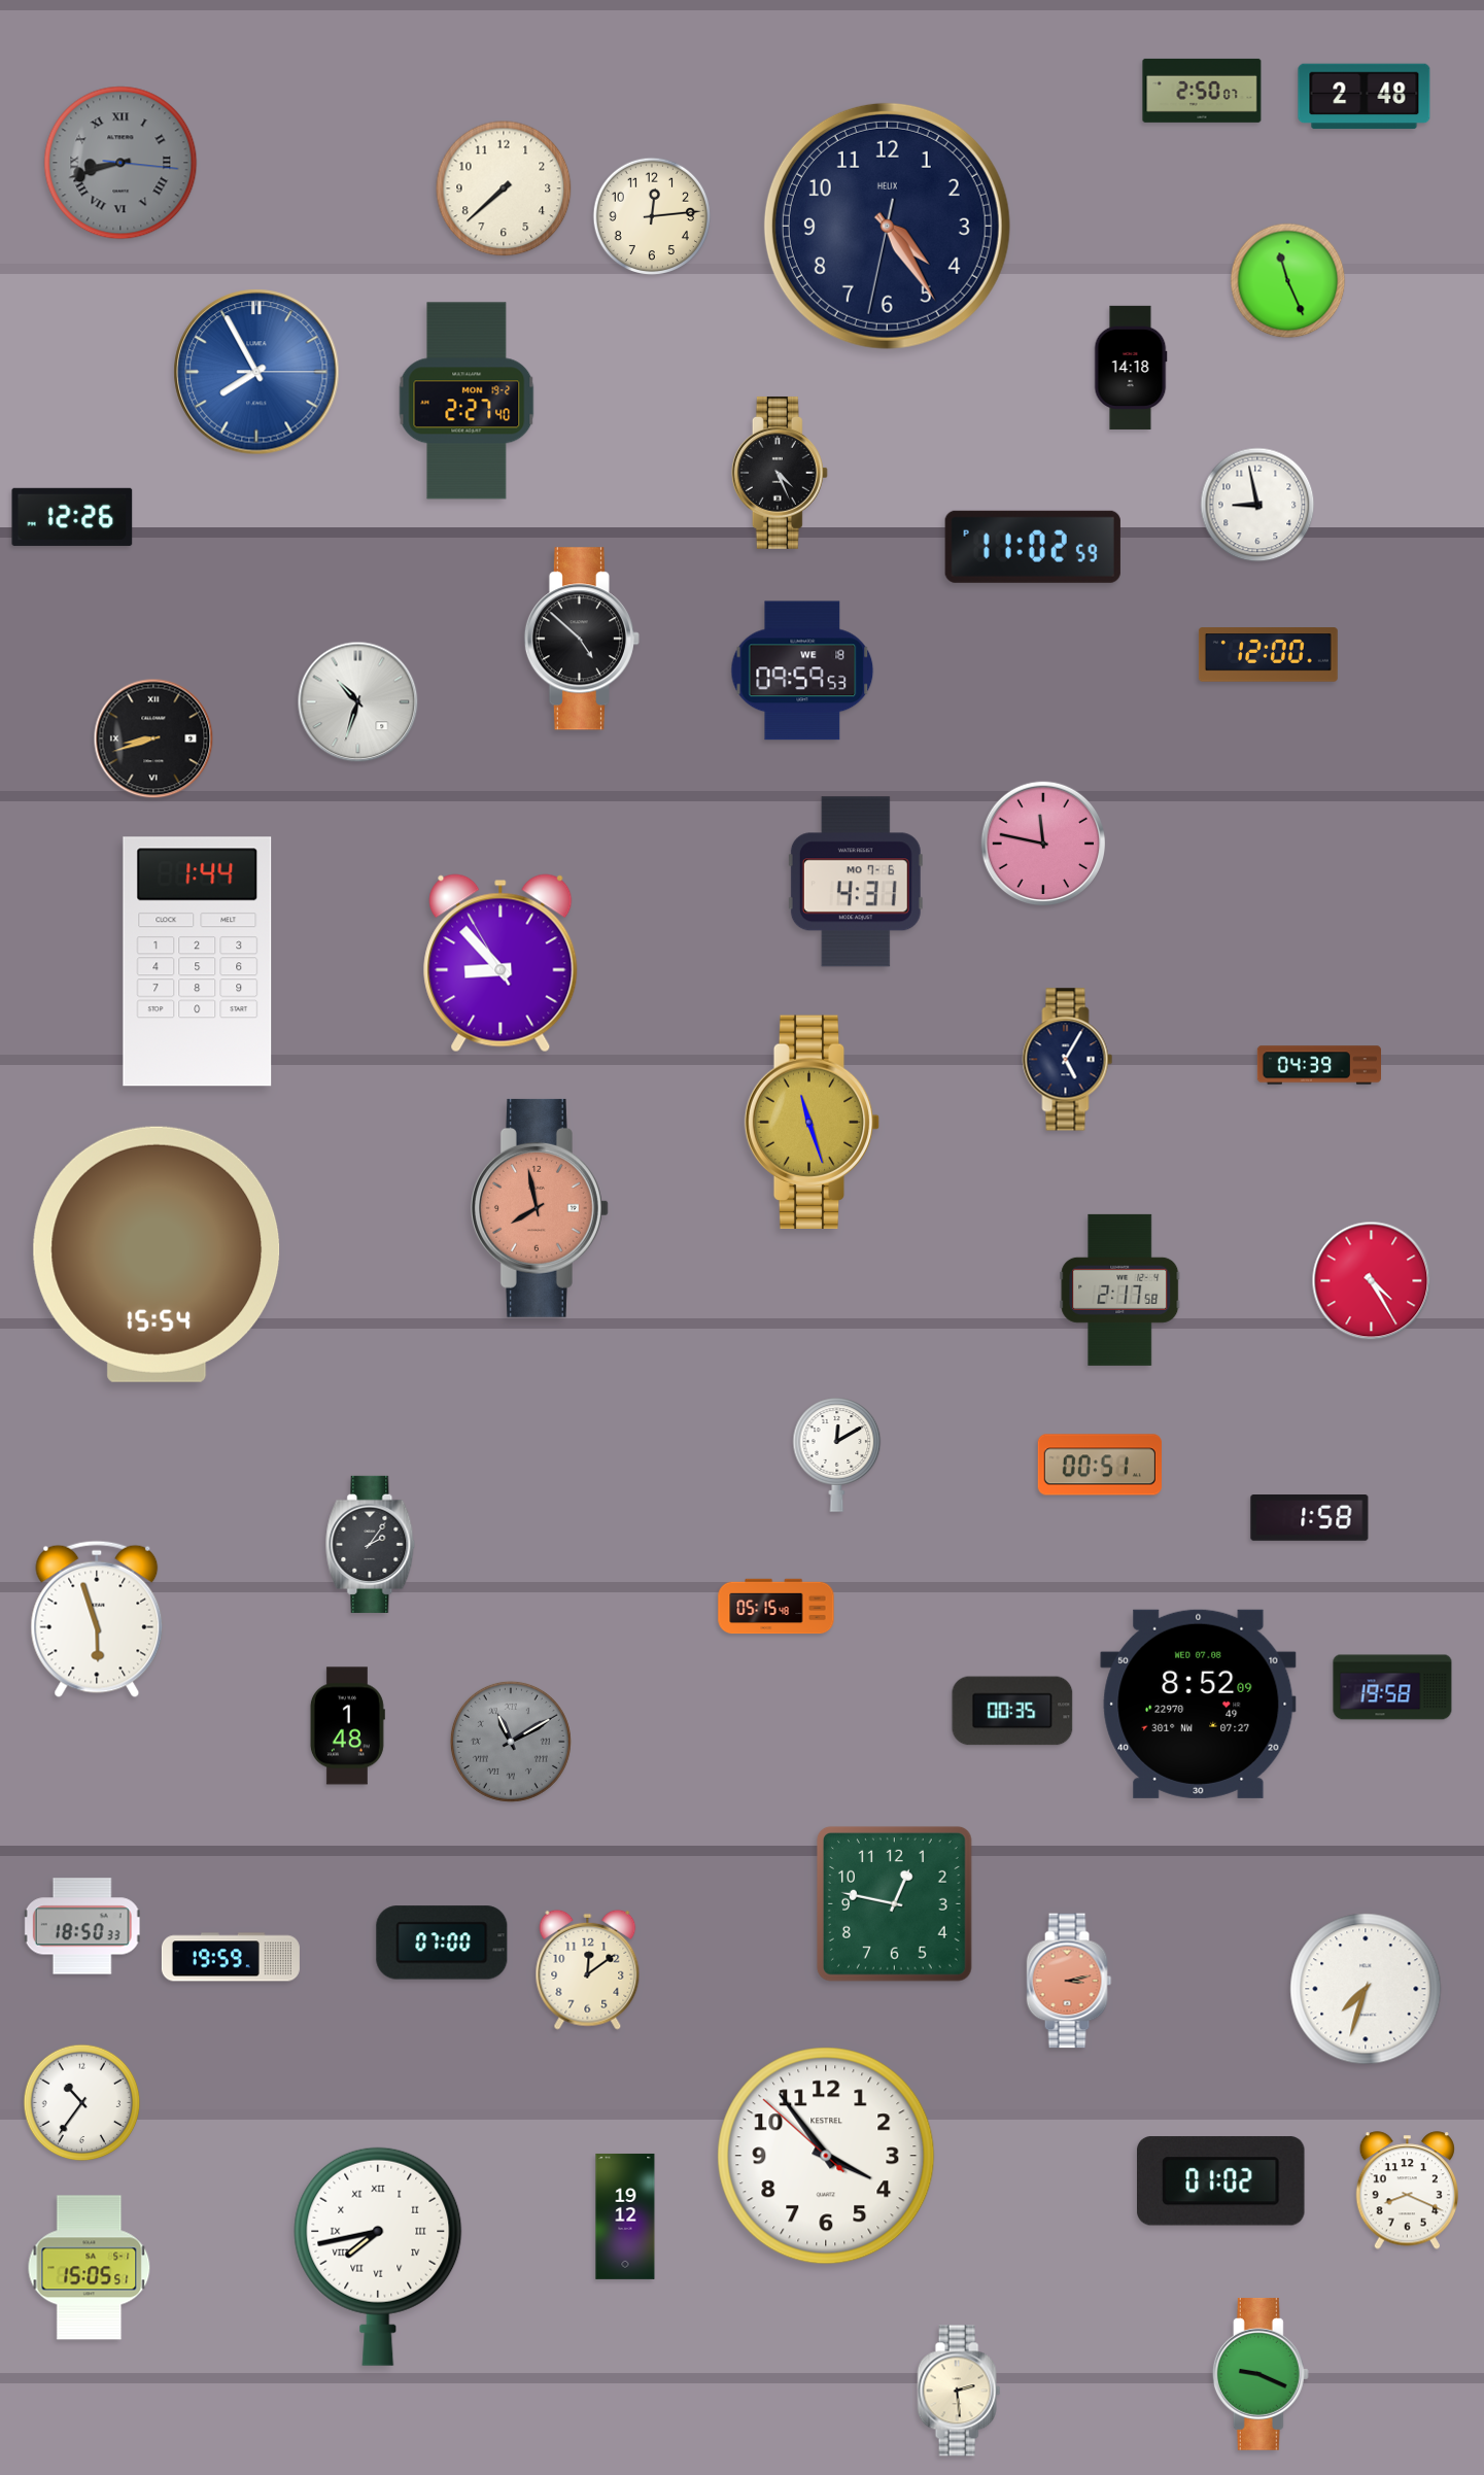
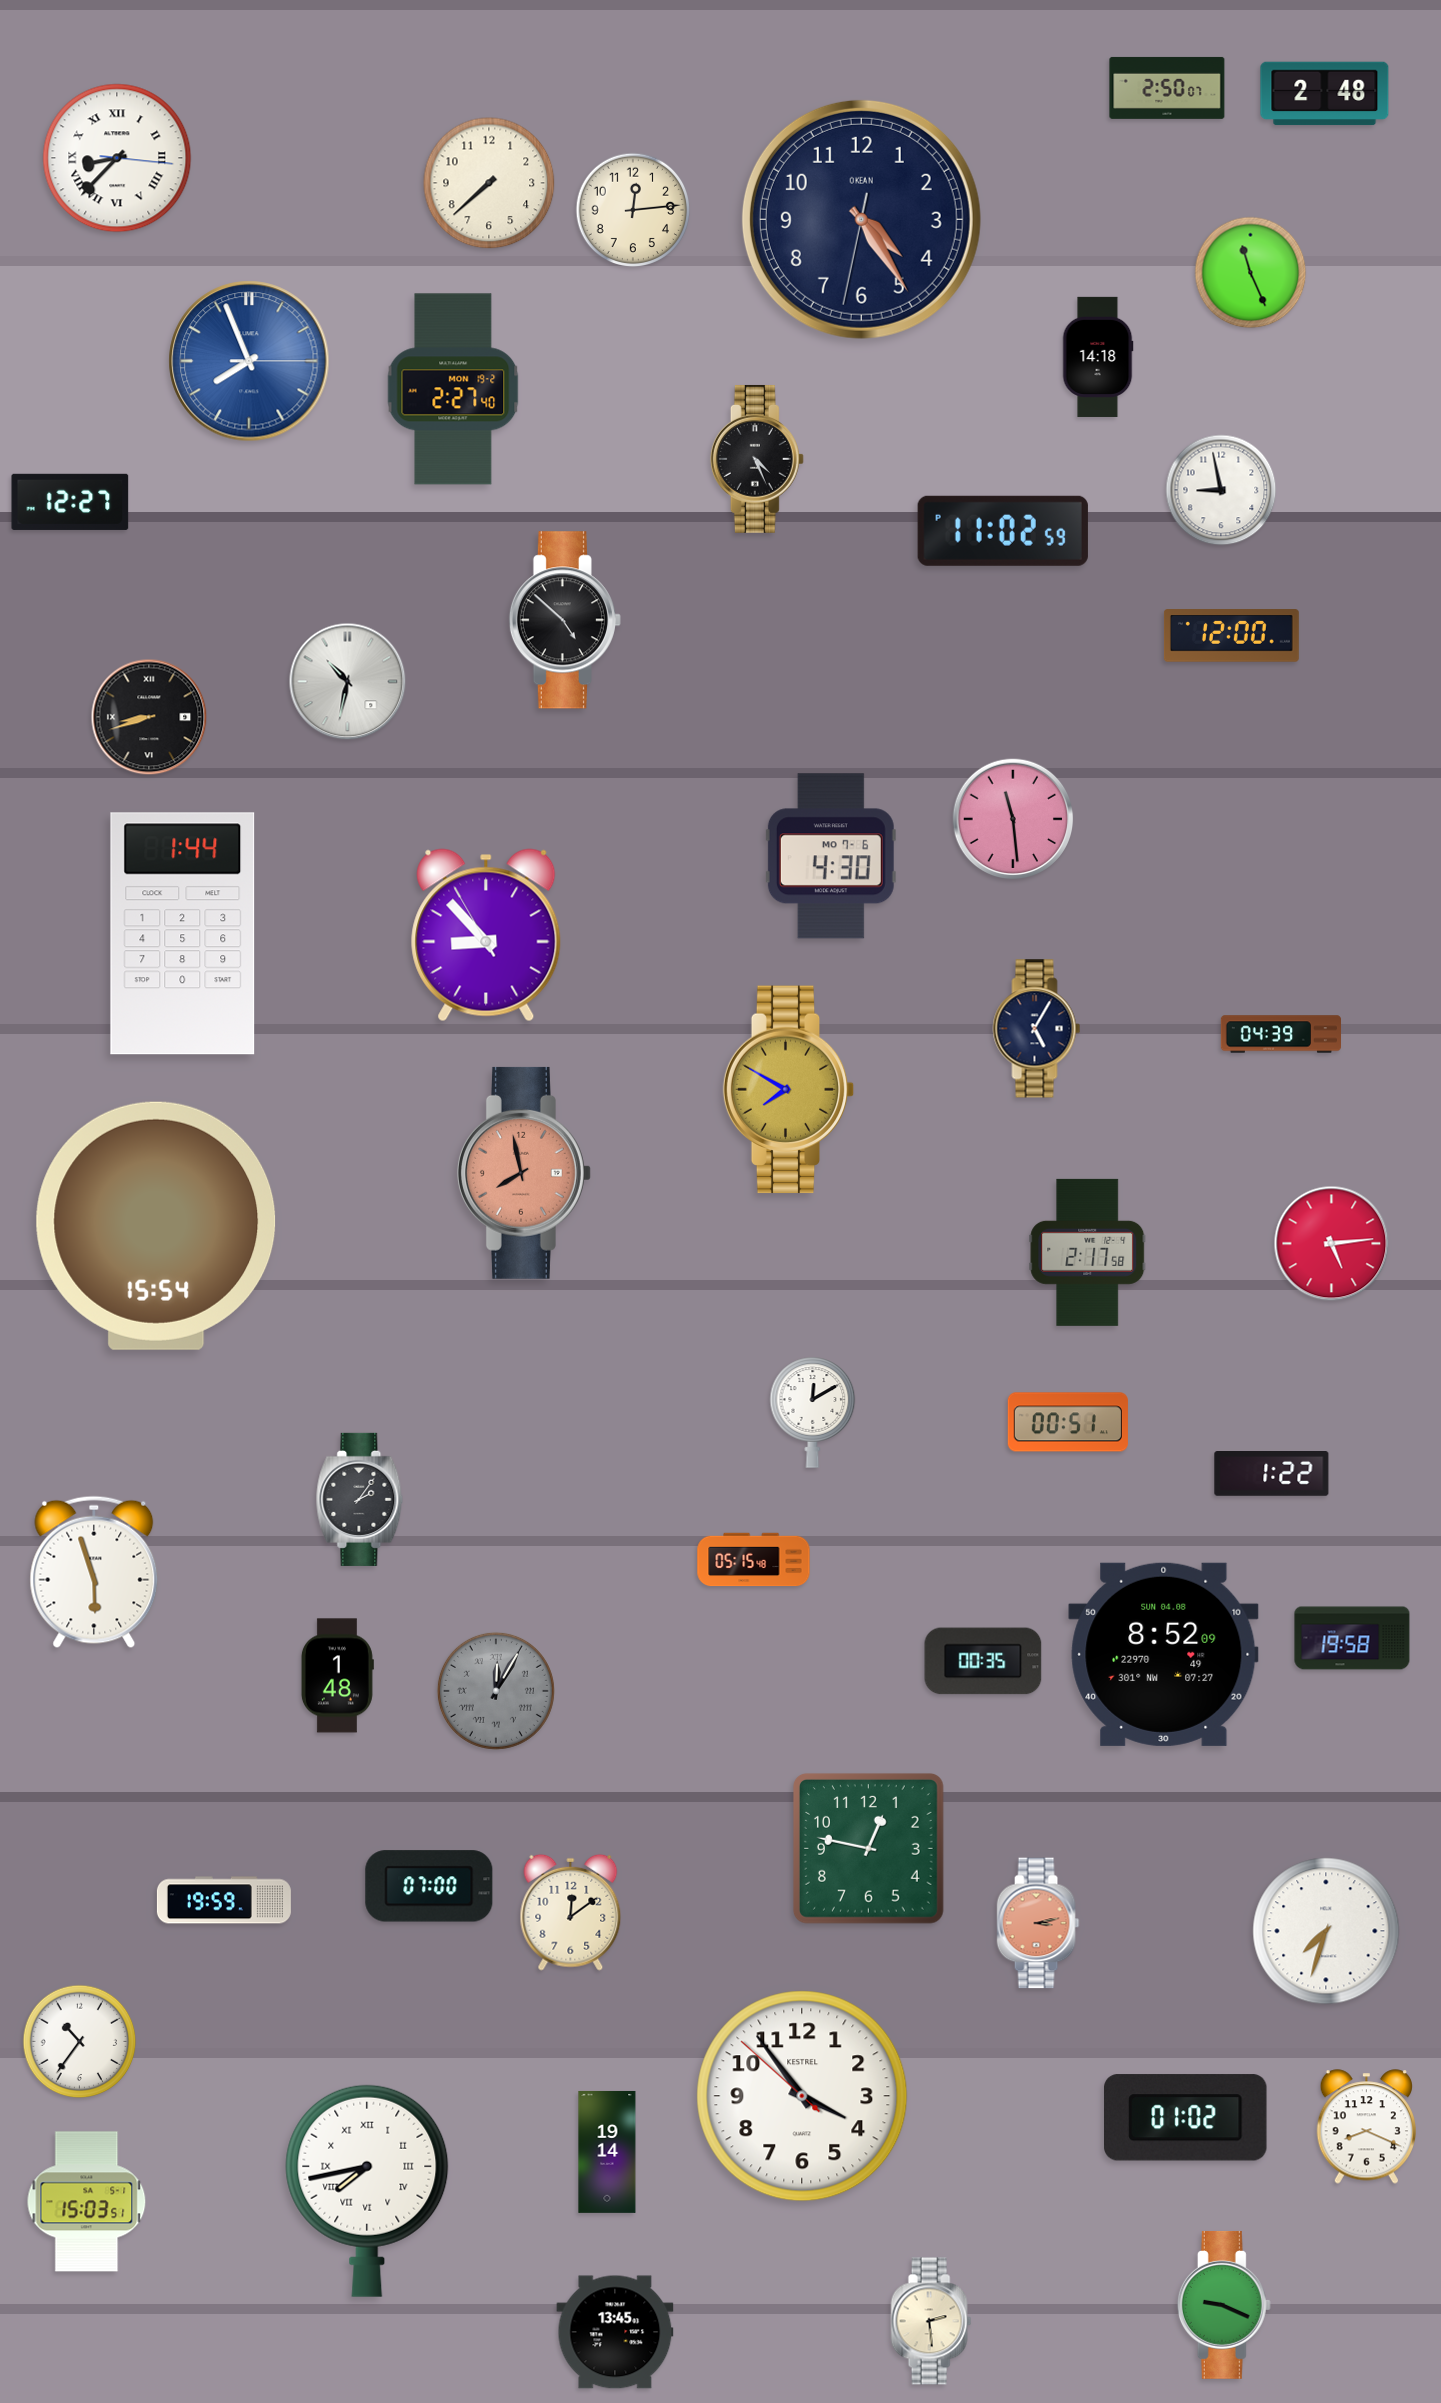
clock at (120, 163): 8:42 -> 8:37
clock at (120, 163) dial: grey -> white
clock at (887, 226) brand: HELIX -> OKEAN
clock at (256, 372): 7:55 -> 7:56
clock at (72, 517): 12:26 -> 12:27
clock at (802, 671): 09:59 -> none
clock at (358, 702): 10:33 -> 10:32
clock at (1043, 844): 11:47 -> 11:29
clock at (856, 882): 4:31 -> 4:30
clock at (198, 962) position: (198, 962) -> (183, 934)
clock at (813, 1123): 11:27 -> 7:50
clock at (157, 1254) position: (157, 1254) -> (156, 1226)
clock at (1372, 1281): 4:25 -> 5:14
clock at (1310, 1518): 1:58 -> 1:22
clock at (1199, 1704) date: WED 07.08 -> SUN 04.08
clock at (511, 1742): 11:10 -> 12:05
clock at (82, 1926): 18:50 -> none
clock at (826, 2156) position: (826, 2156) -> (802, 2096)
clock at (625, 2216): 19:12 -> 19:14
clock at (90, 2268): 15:05 -> 15:03
clock at (615, 2332): none -> 13:45
